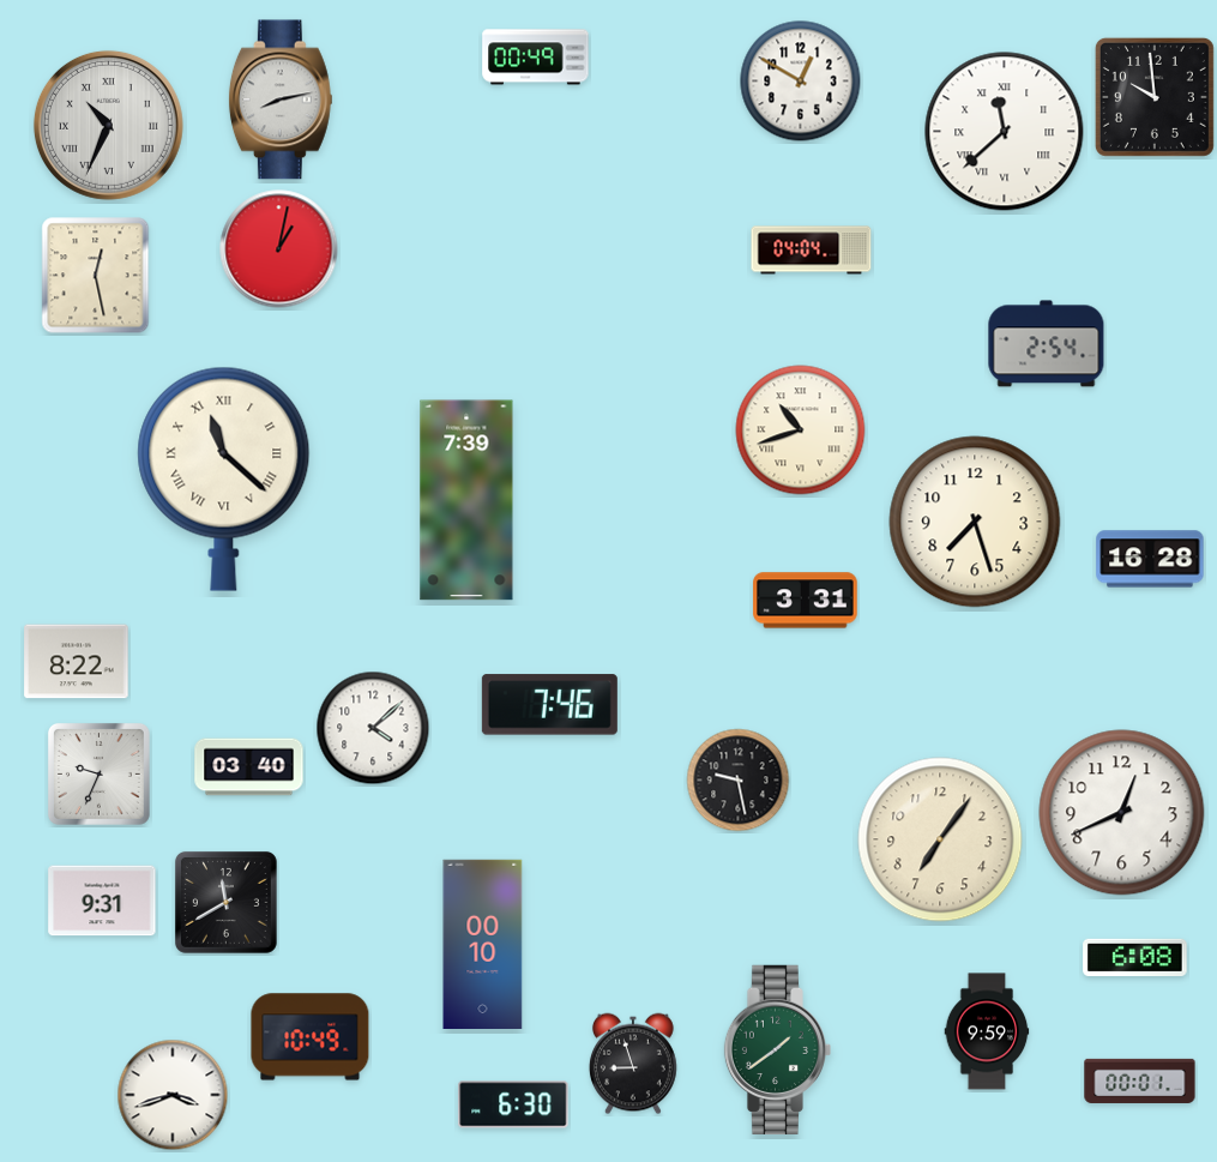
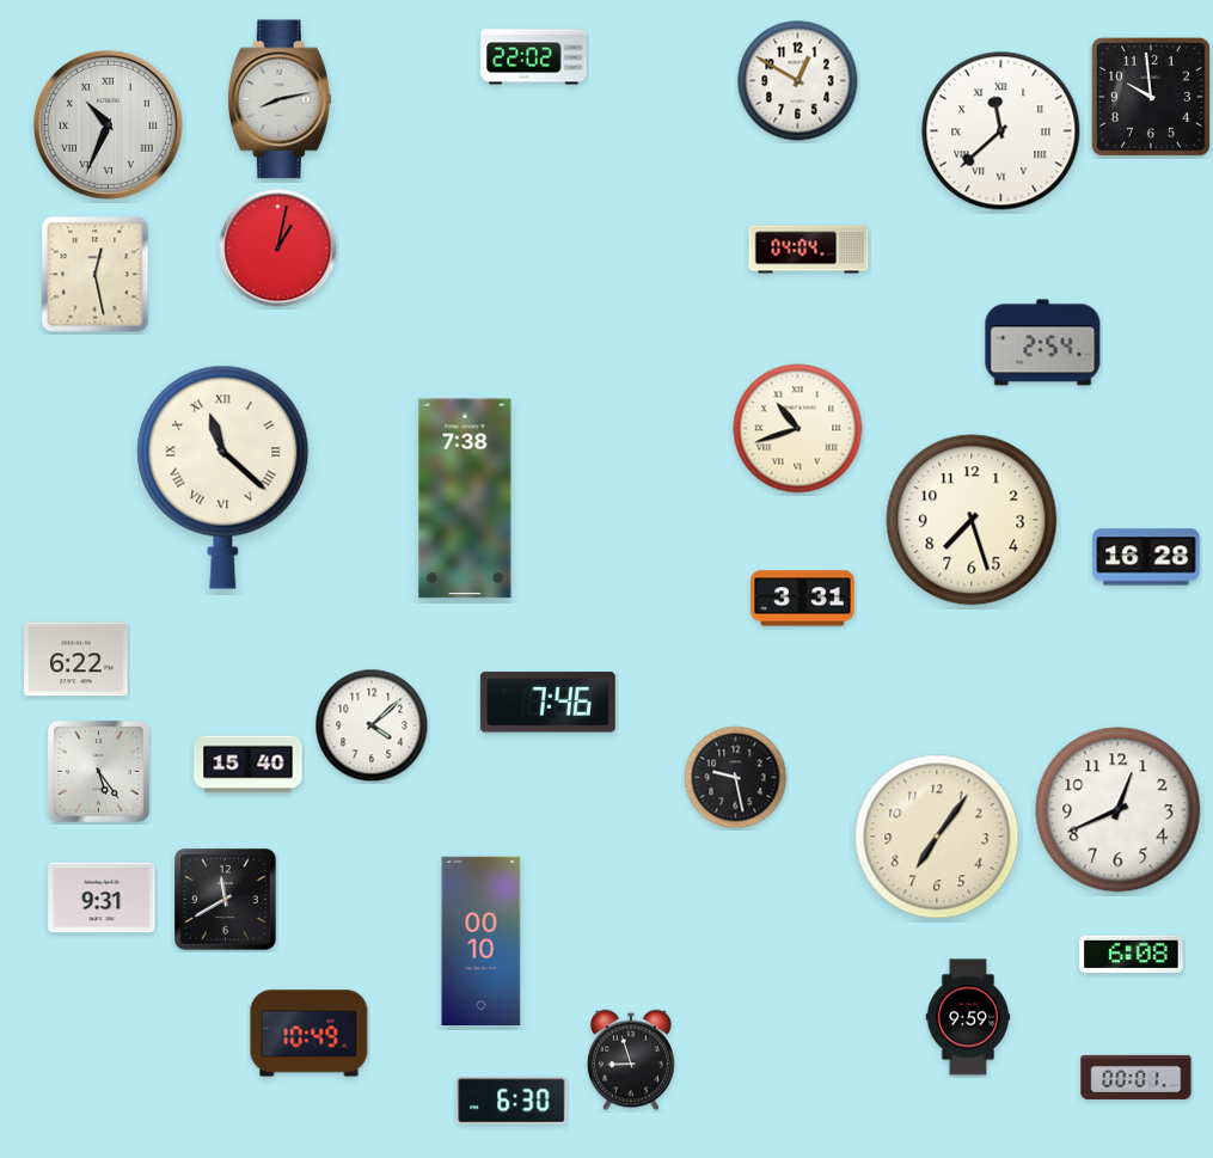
clock at (536, 58): 00:49 -> 22:02
clock at (466, 500): 7:39 -> 7:38
clock at (77, 662): 8:22 -> 6:22
clock at (249, 767): 03:40 -> 15:40
clock at (98, 773): 9:34 -> 5:24
clock at (987, 1031) position: (987, 1031) -> (968, 1017)
clock at (777, 1049): 1:39 -> none
clock at (173, 1095): 3:42 -> none
